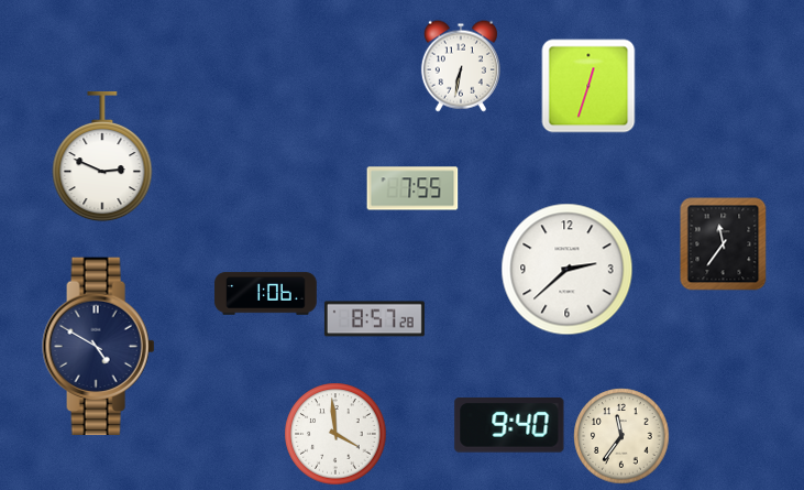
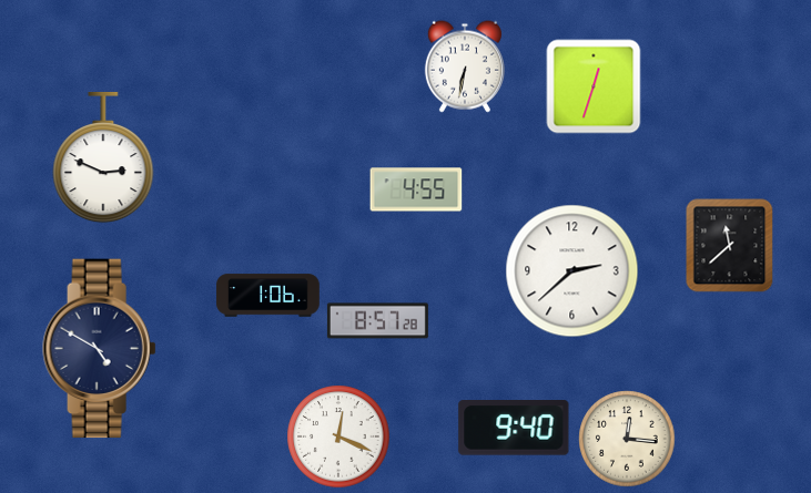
clock at (412, 188): 7:55 -> 4:55
clock at (724, 244): 11:36 -> 11:38
clock at (335, 434): 3:59 -> 12:19
clock at (621, 436): 11:36 -> 12:16
